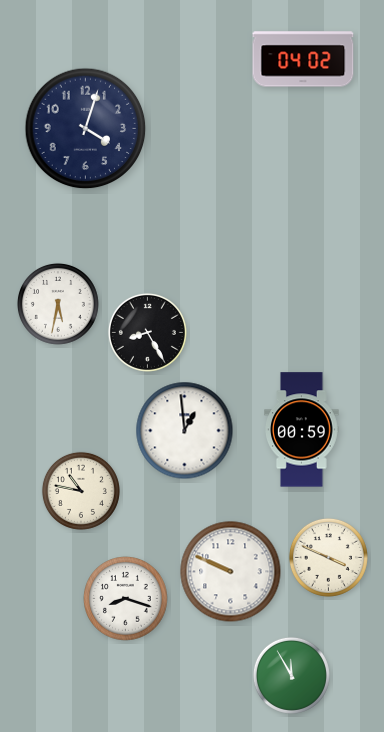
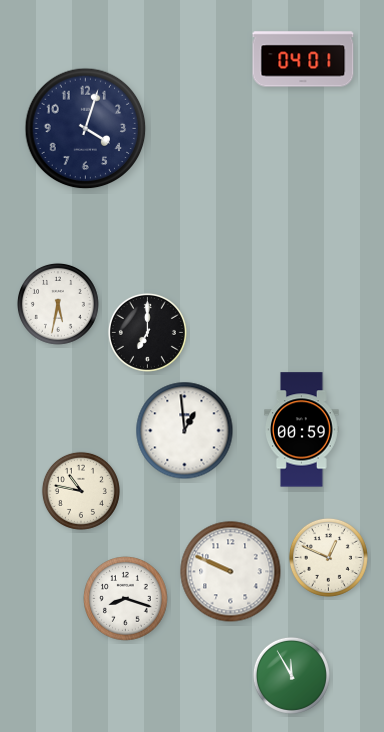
clock at (303, 59): 04:02 -> 04:01
clock at (147, 332): 8:25 -> 7:00
clock at (328, 557): 3:49 -> 12:49
